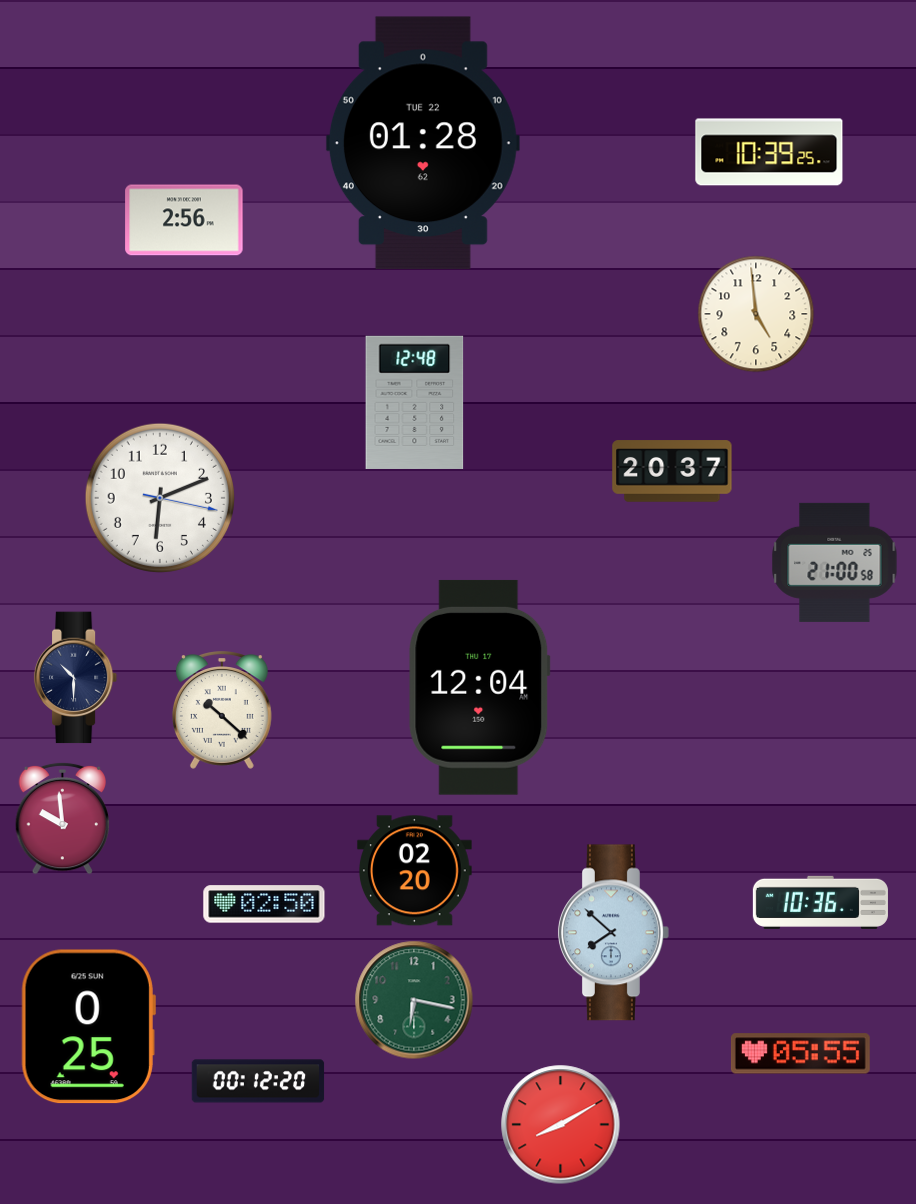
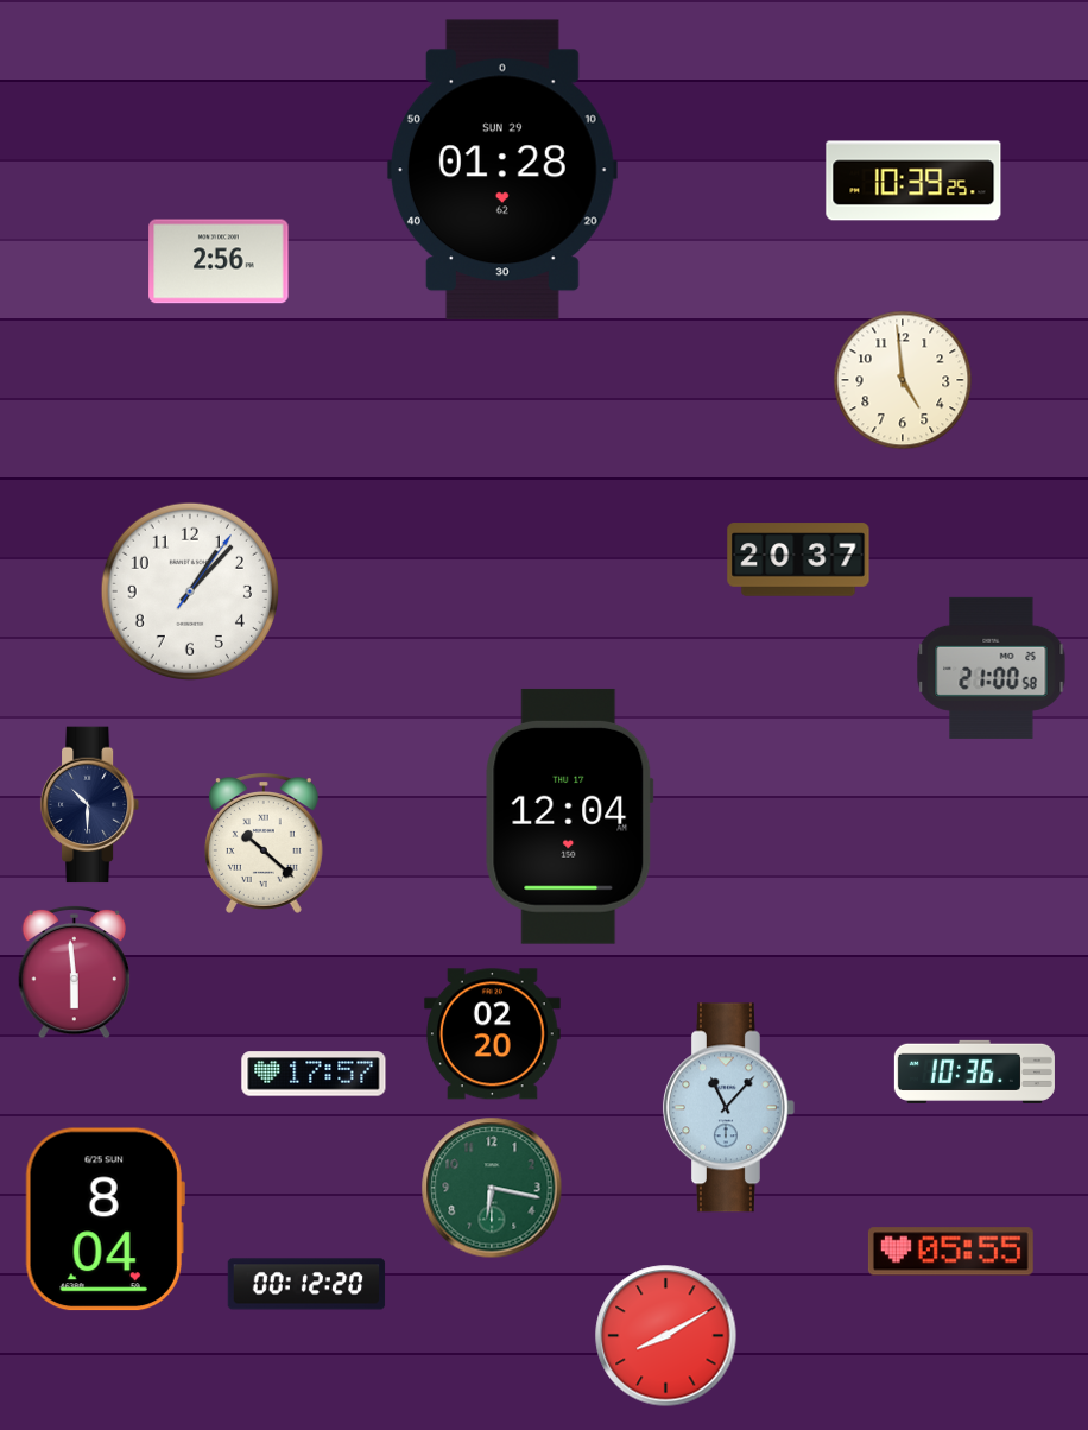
clock at (423, 143) date: TUE 22 -> SUN 29
clock at (756, 314) position: (756, 314) -> (903, 380)
clock at (415, 402): 12:48 -> none
clock at (160, 498): 6:11 -> 1:07
clock at (62, 818): 9:59 -> 5:59
clock at (264, 904): 02:50 -> 17:57
clock at (613, 933): 7:52 -> 11:07
clock at (88, 1027): 0:25 -> 8:04
